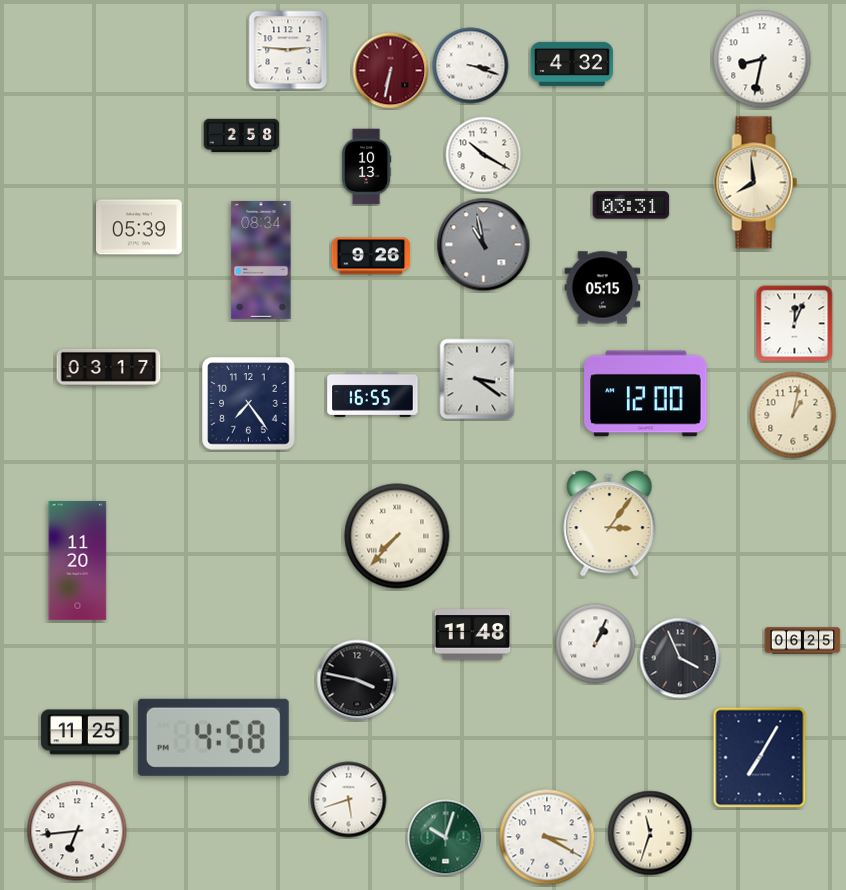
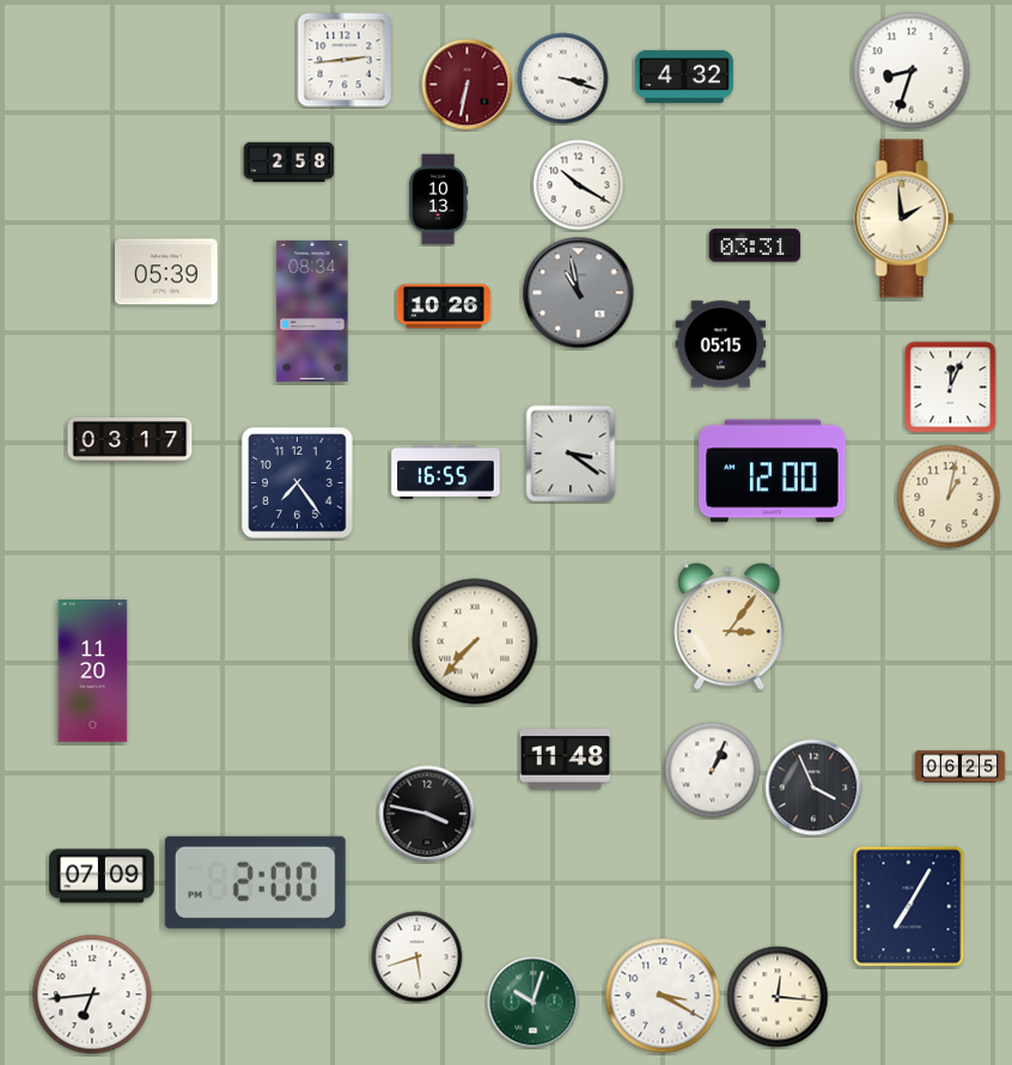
clock at (288, 50): 2:46 -> 2:44
clock at (762, 59): 8:32 -> 8:33
clock at (756, 183): 7:59 -> 1:59
clock at (371, 256): 9:26 -> 10:26
clock at (85, 732): 11:25 -> 07:09
clock at (213, 737): 4:58 -> 2:00
clock at (650, 833): 11:33 -> 12:16
clock at (547, 837) position: (547, 837) -> (663, 996)
